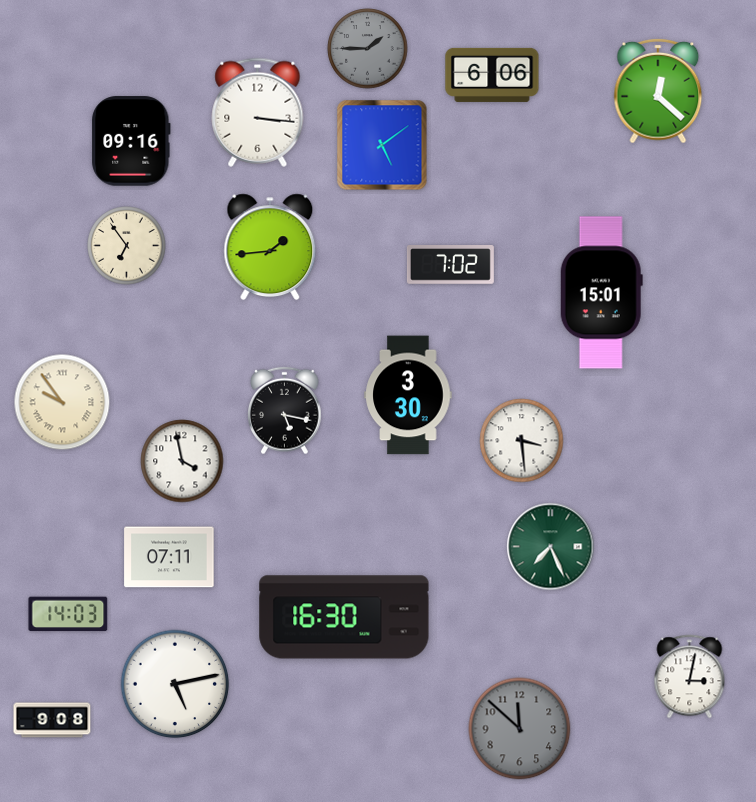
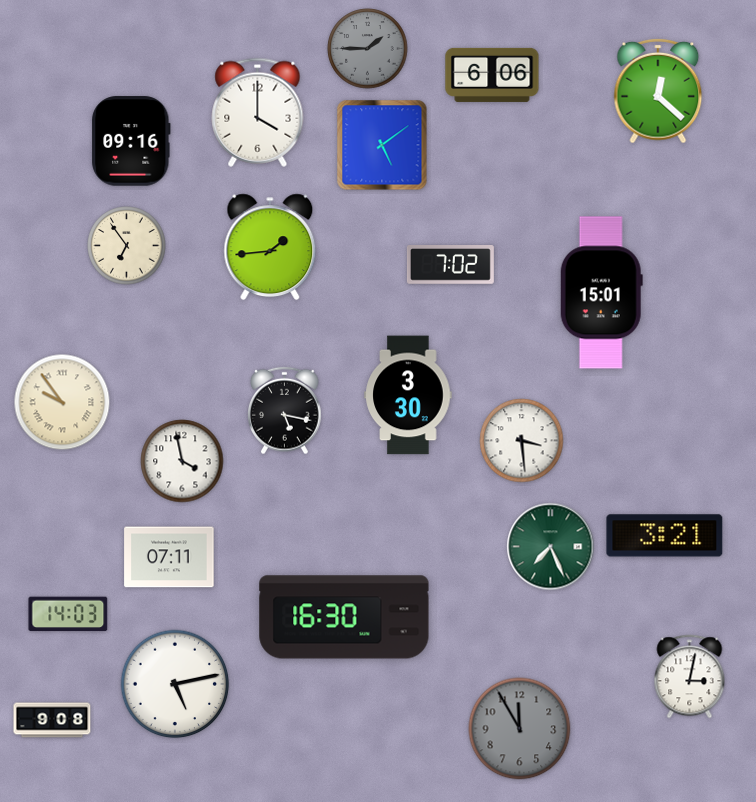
clock at (258, 112): 3:16 -> 4:00
clock at (665, 536): none -> 3:21
clock at (520, 729): 11:52 -> 11:55
